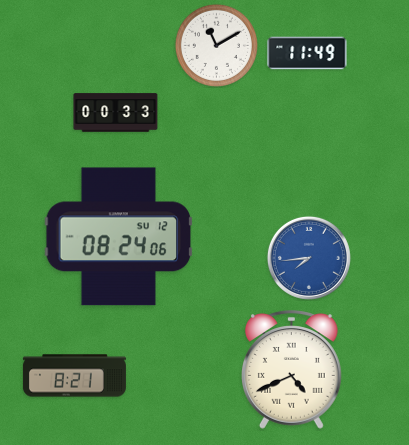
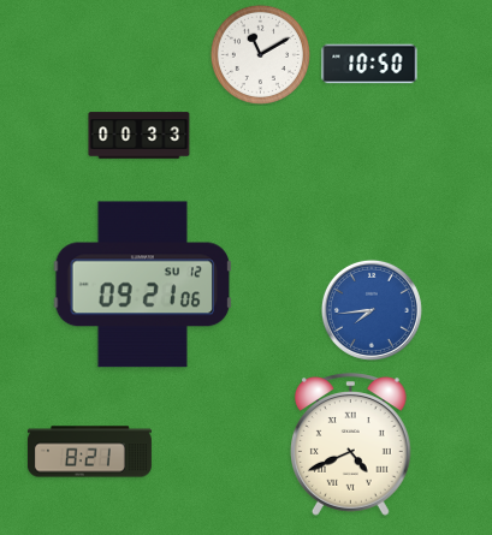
clock at (307, 53): 11:49 -> 10:50
clock at (119, 237): 08:24 -> 09:21
